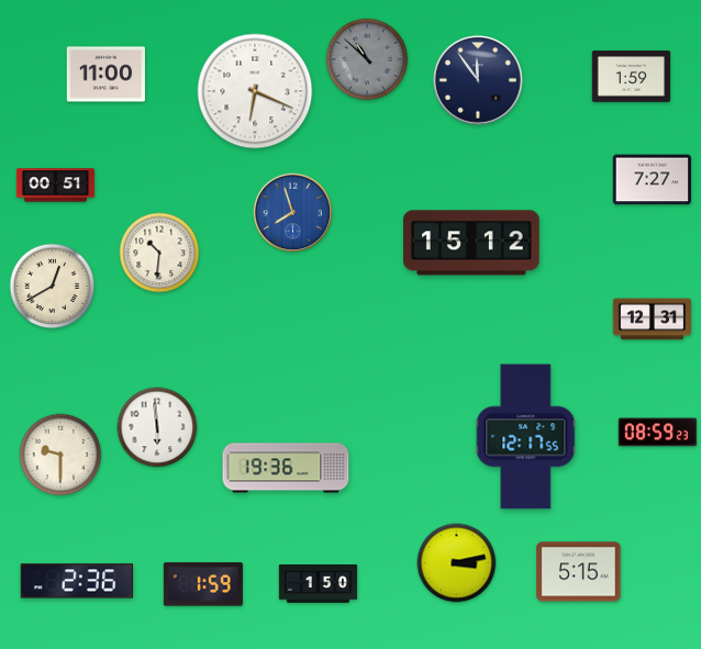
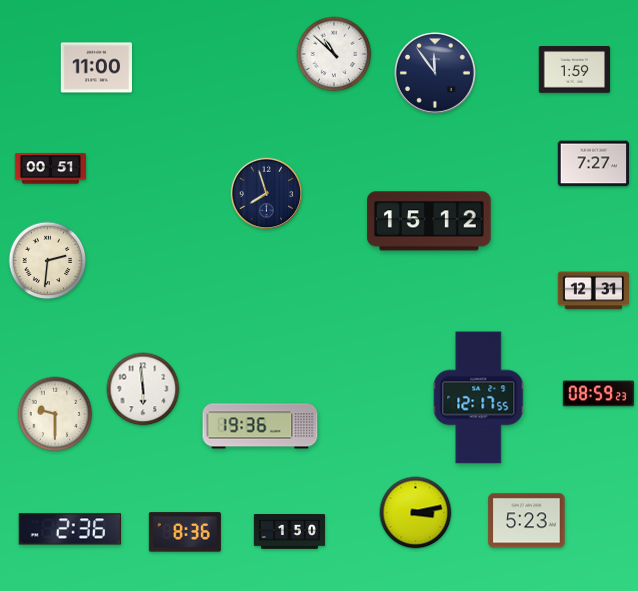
clock at (367, 59) dial: grey -> white
clock at (255, 91): 6:19 -> none
clock at (293, 213) dial: blue -> navy
clock at (159, 253): 10:31 -> none
clock at (53, 287): 12:40 -> 2:31
clock at (579, 572): 5:15 -> 5:23
clock at (203, 584): 1:59 -> 8:36
